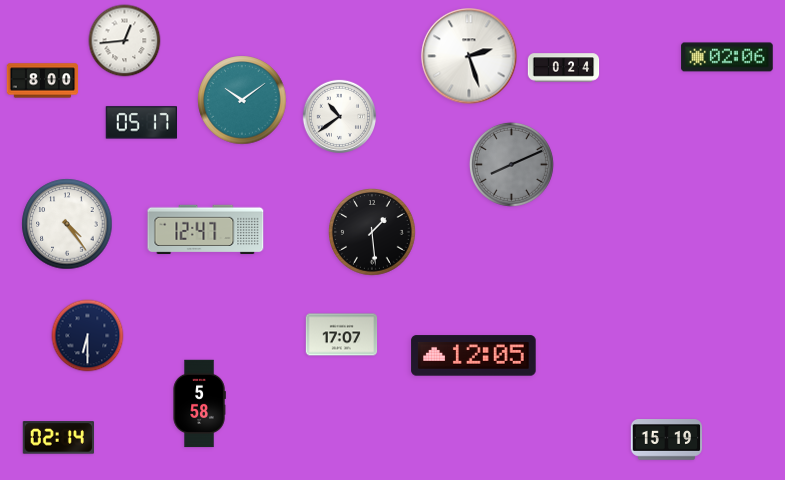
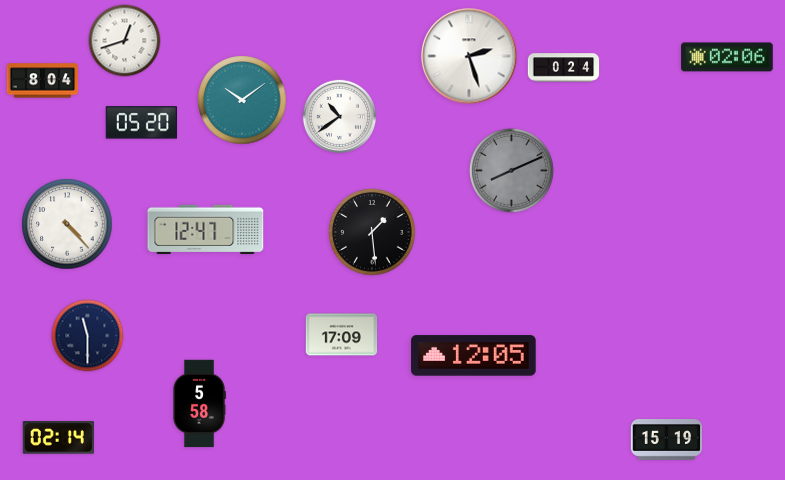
clock at (125, 41): 12:44 -> 12:42
clock at (43, 81): 8:00 -> 8:04
clock at (141, 123): 05:17 -> 05:20
clock at (511, 164) position: (511, 164) -> (511, 170)
clock at (67, 224): 4:24 -> 4:23
clock at (342, 335): 17:07 -> 17:09
clock at (88, 336): 6:30 -> 11:30
